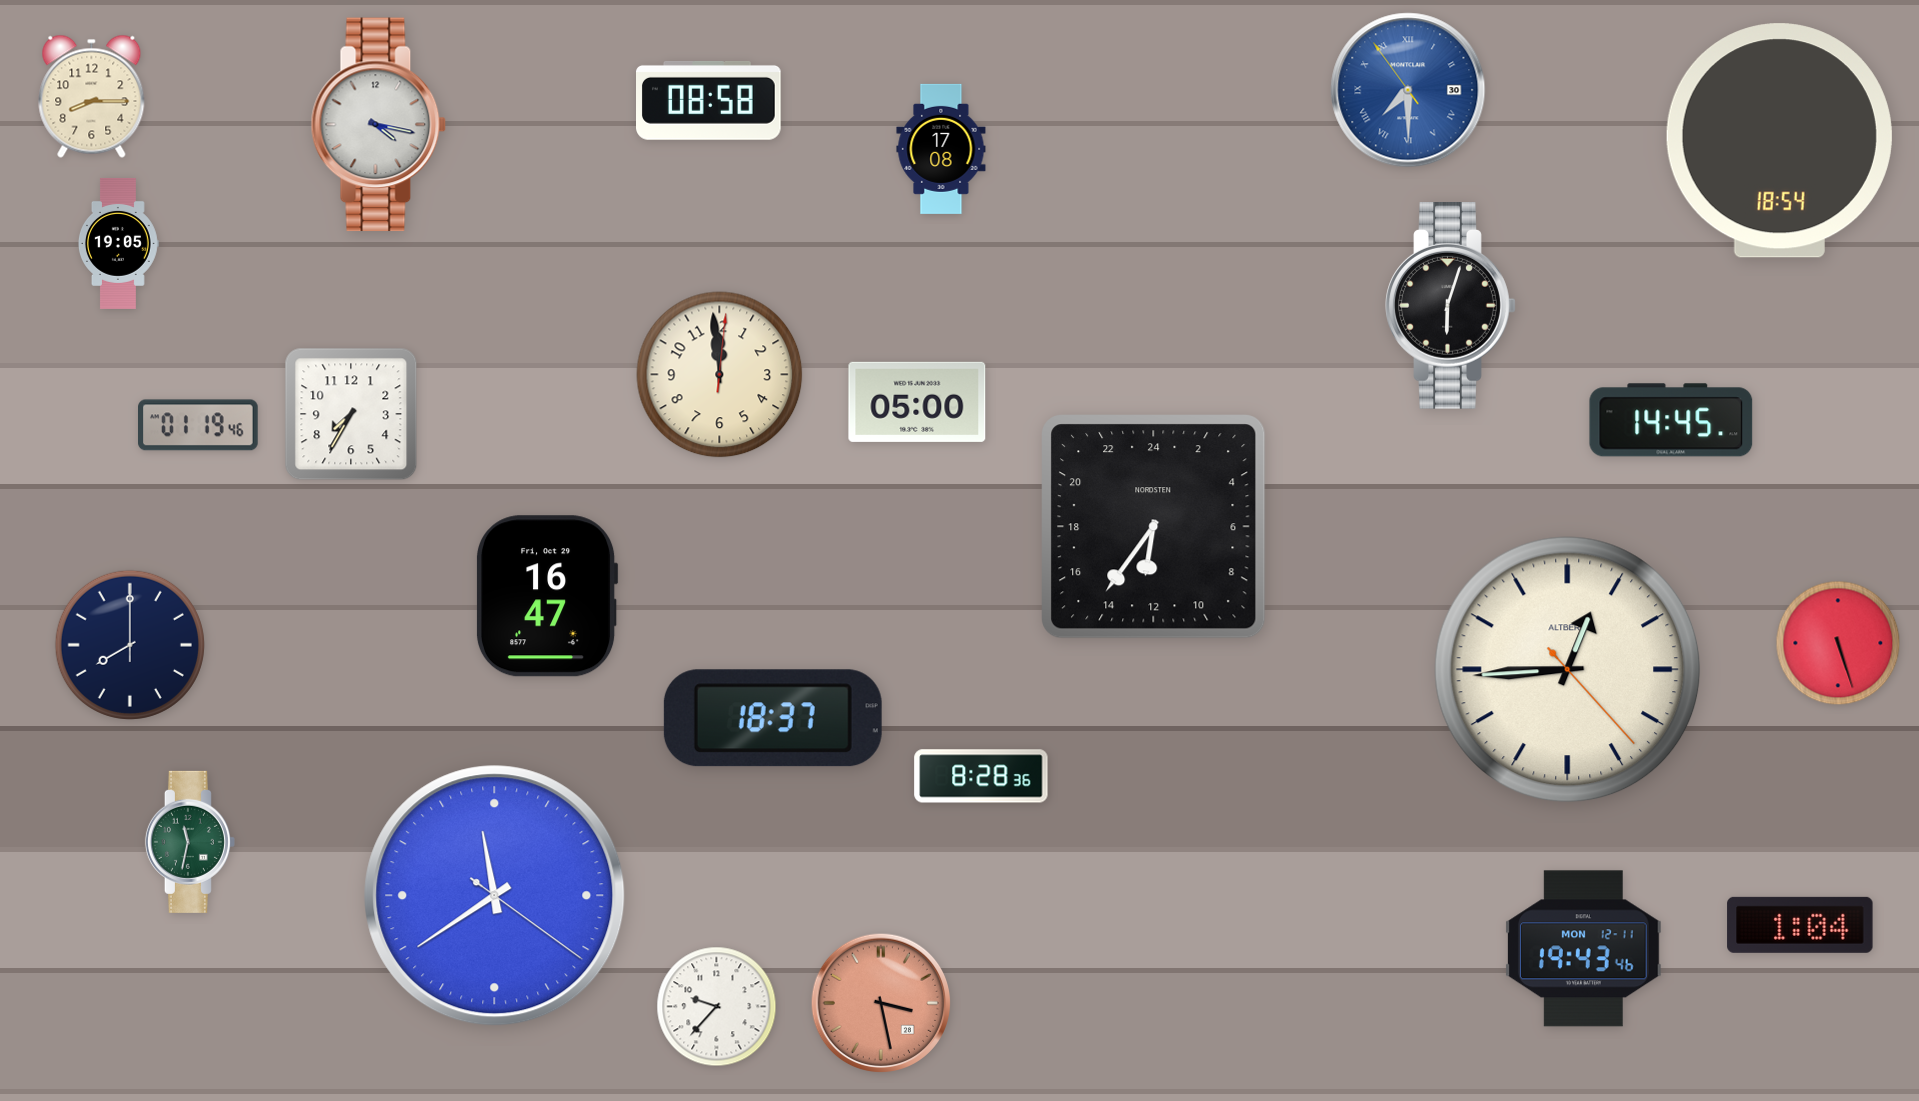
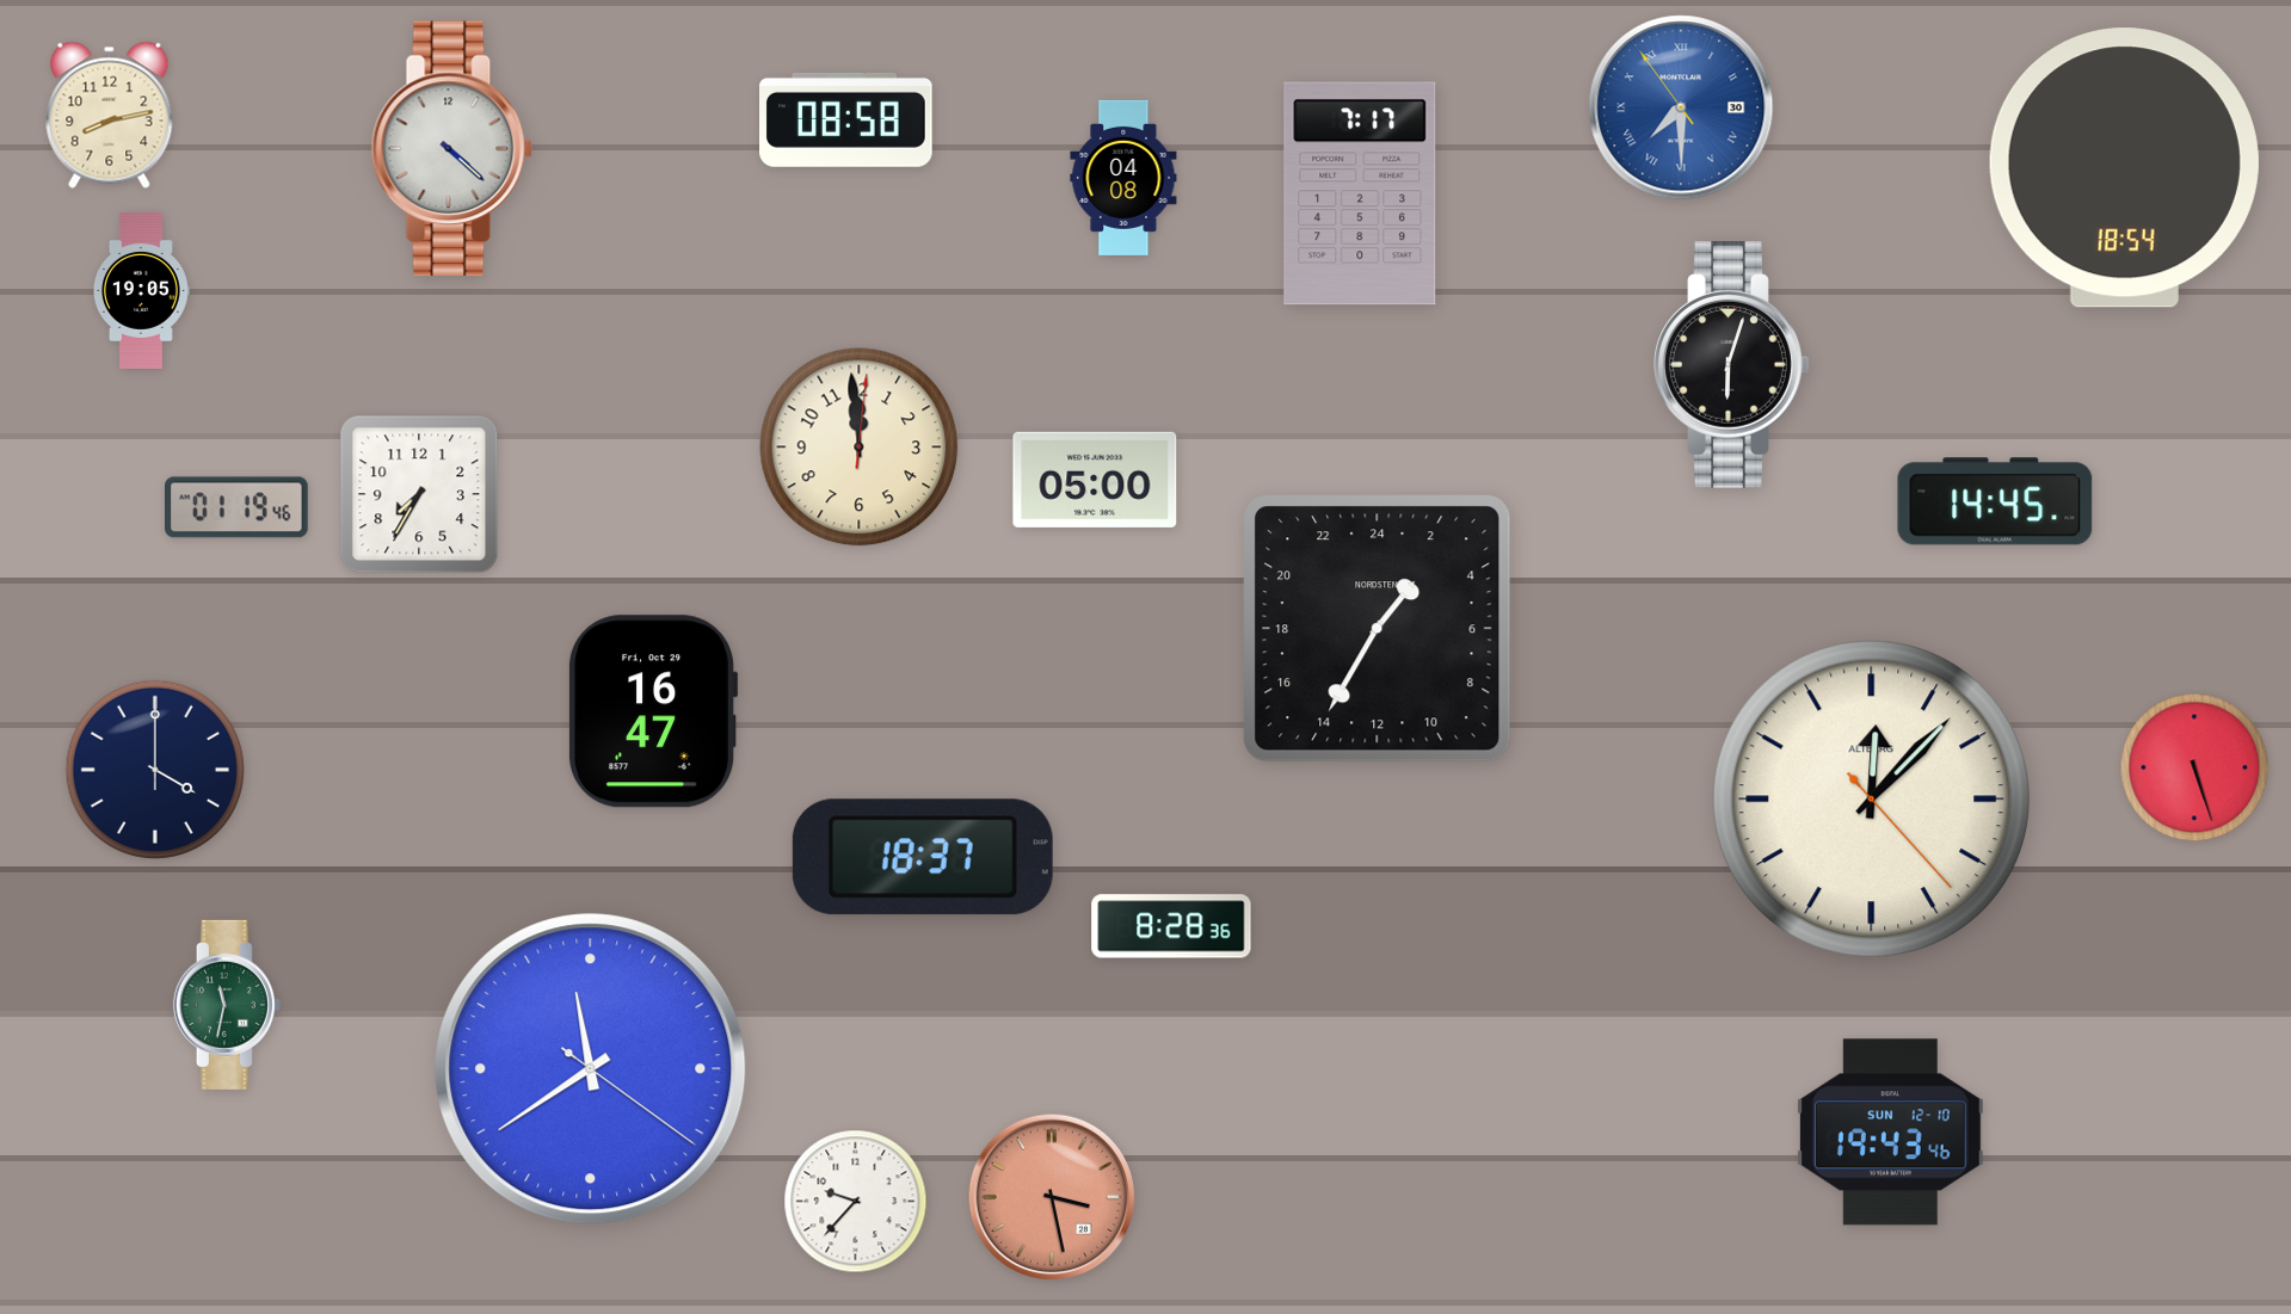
clock at (92, 96): 8:15 -> 8:13
clock at (379, 125): 4:17 -> 4:22
clock at (941, 149): 17:08 -> 04:08
clock at (1360, 193): none -> 7:17
clock at (1154, 527): 12:36 -> 2:35
clock at (130, 645): 8:00 -> 4:00
clock at (1568, 670): 12:44 -> 12:07
clock at (1800, 925): 1:04 -> none
clock at (1583, 949) date: MON 12-11 -> SUN 12-10
